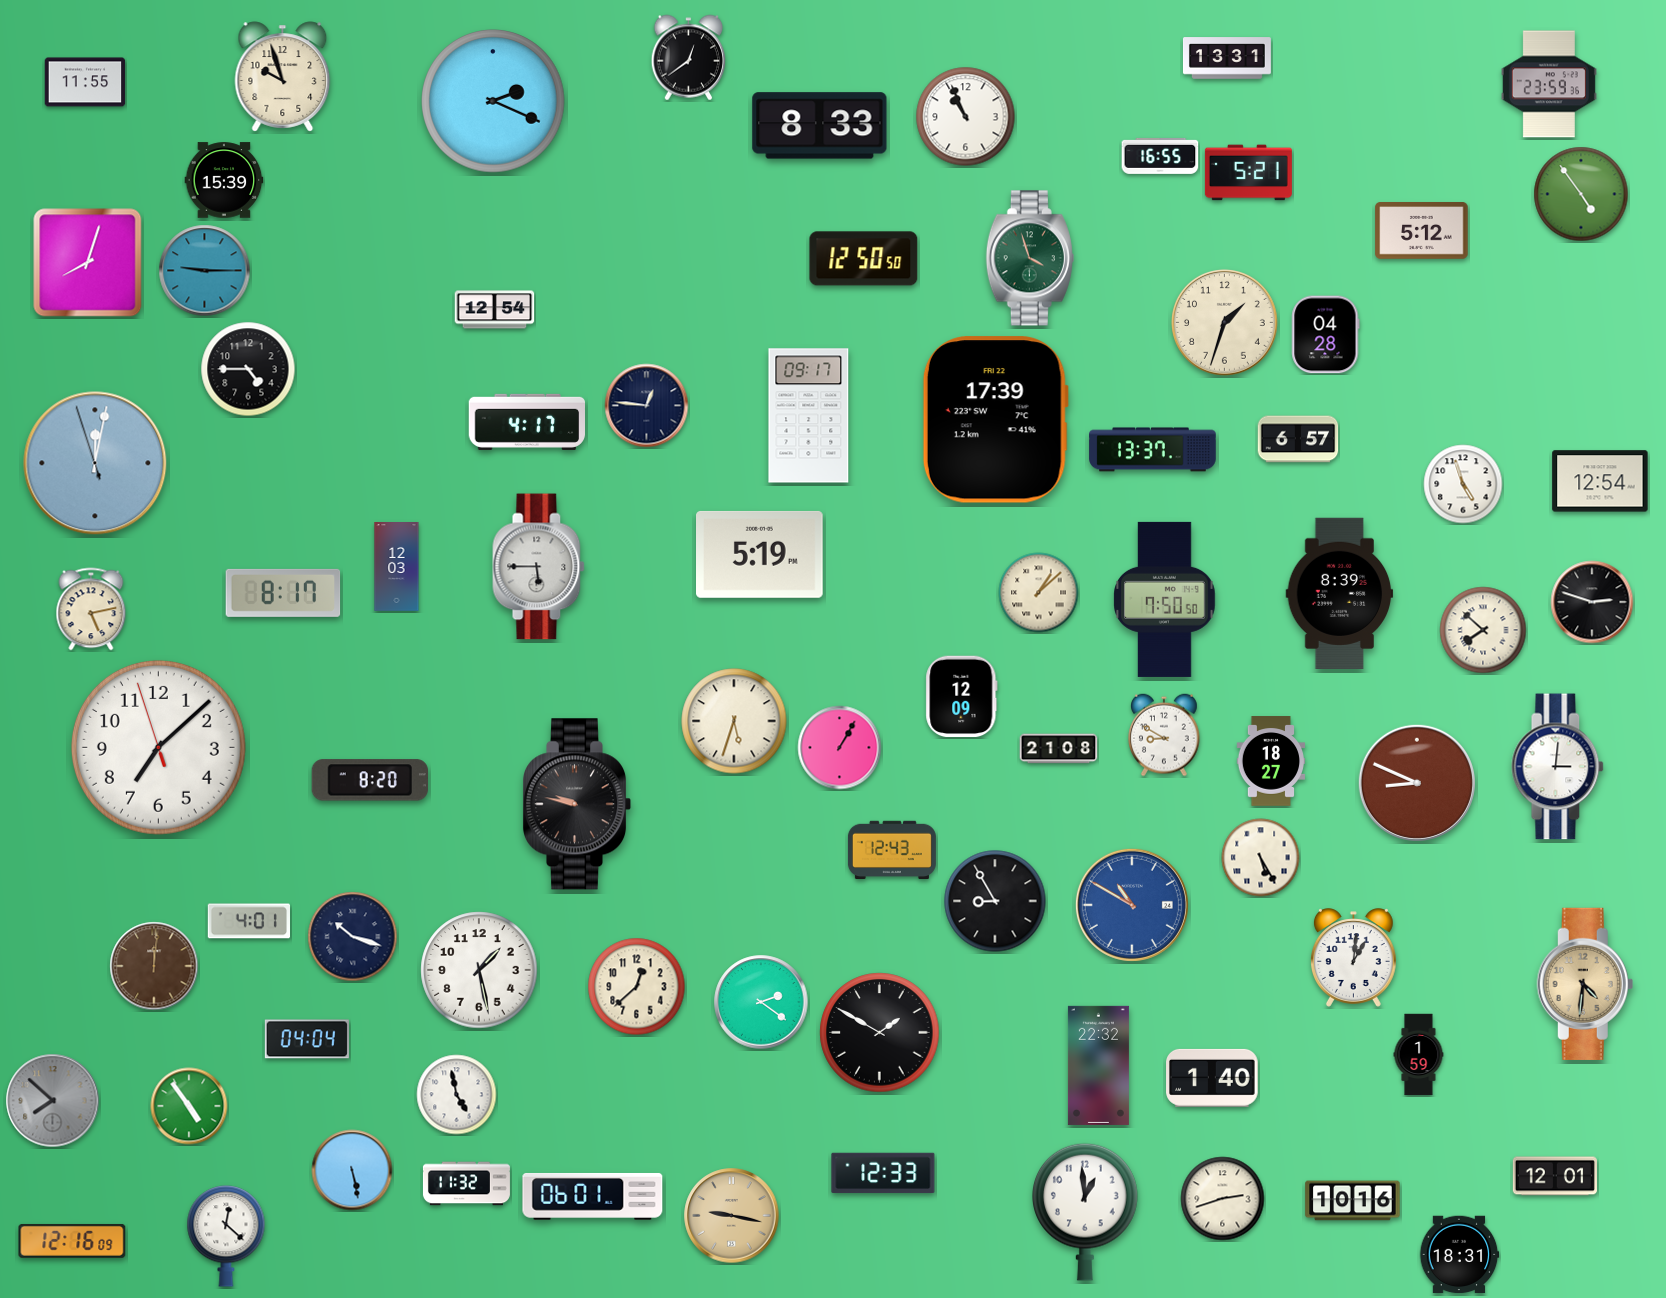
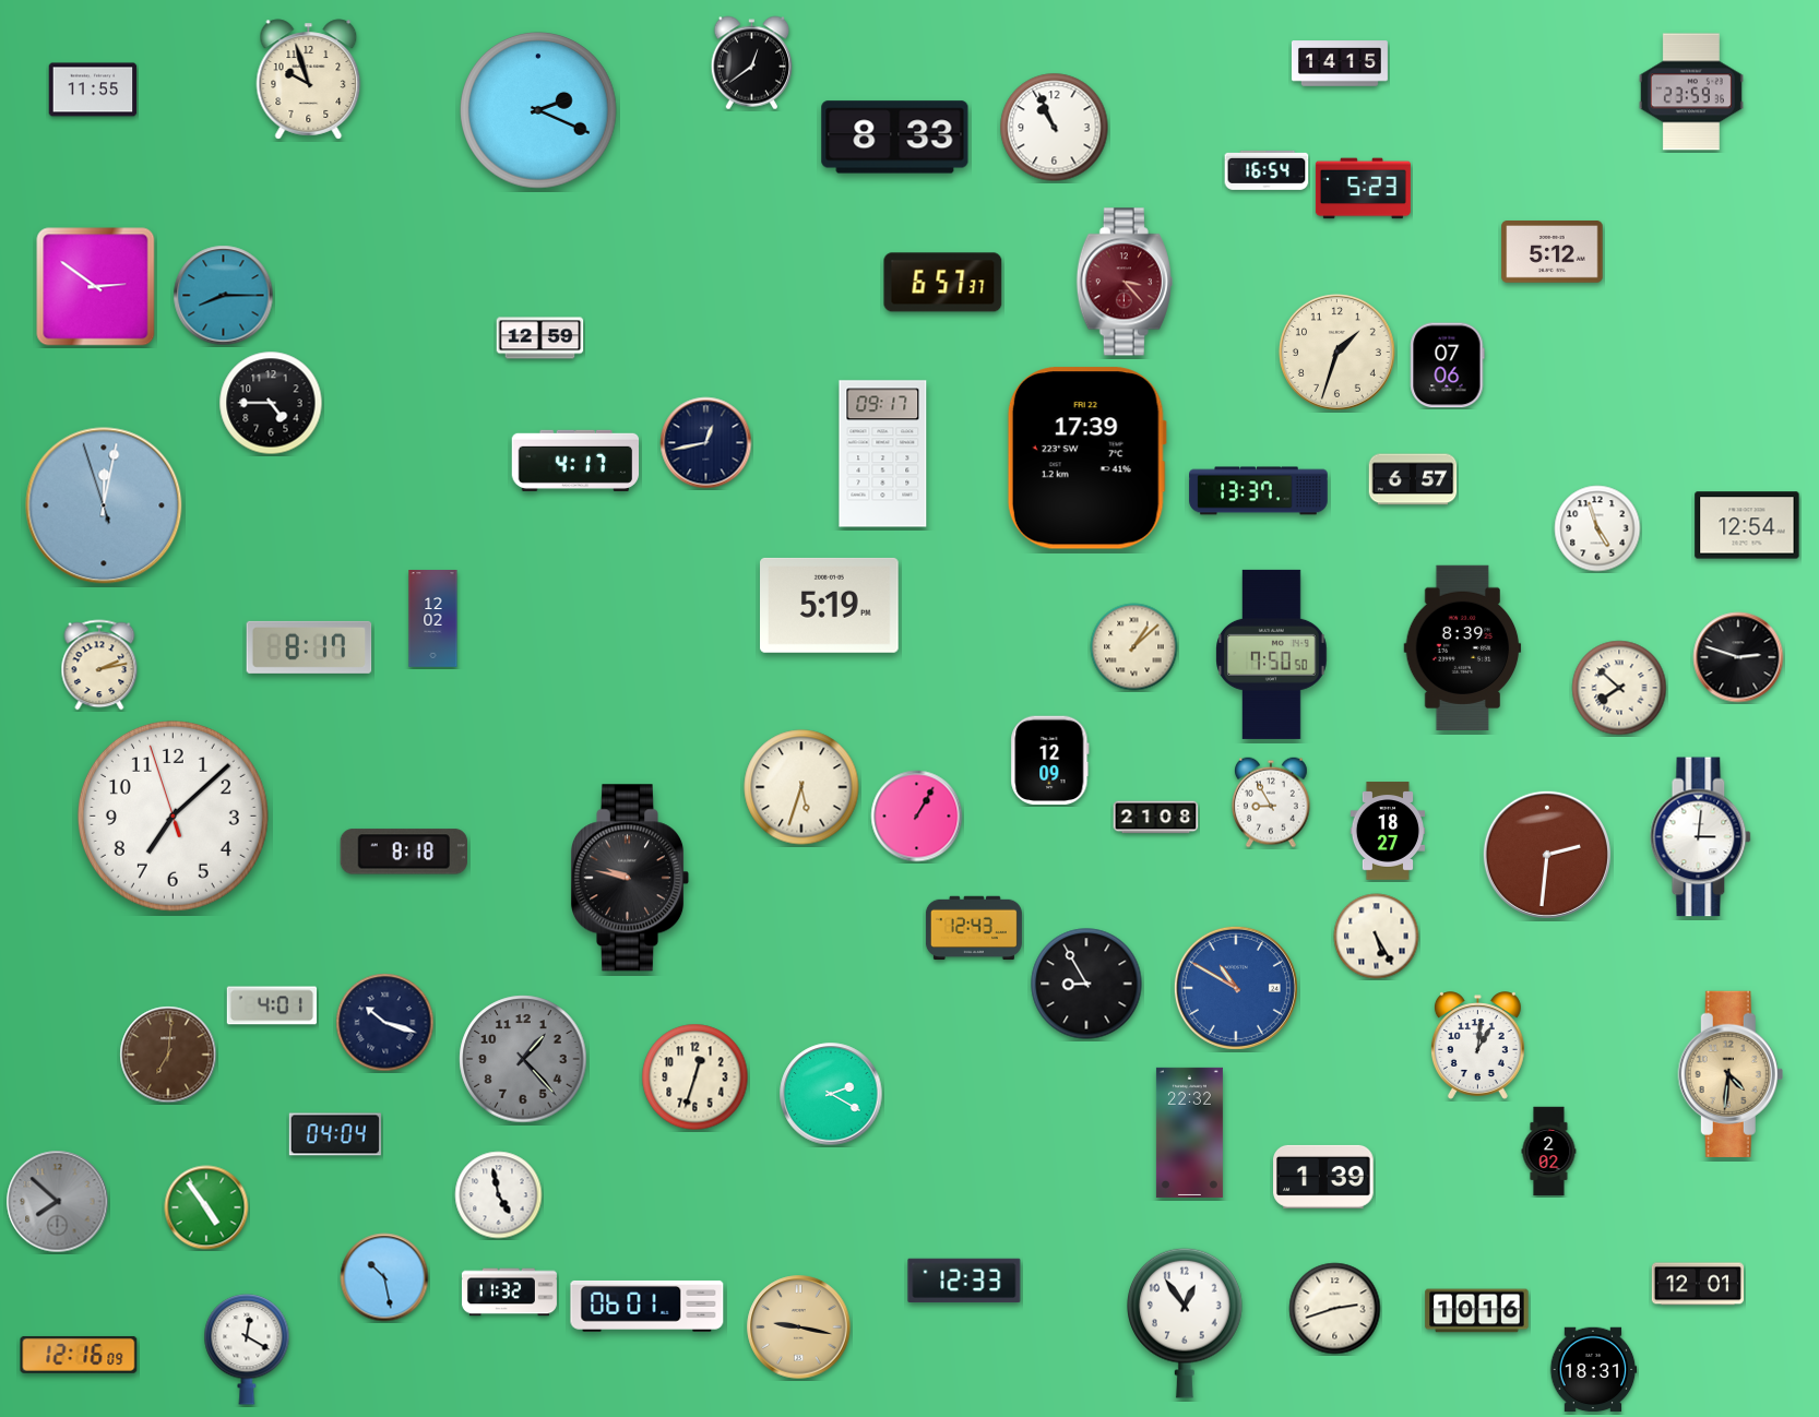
clock at (1227, 58): 13:31 -> 14:15
clock at (283, 77) position: (283, 77) -> (309, 80)
clock at (1160, 156): 16:55 -> 16:54
clock at (1248, 173): 5:21 -> 5:23
clock at (224, 180): 15:39 -> none
clock at (1581, 194): 4:54 -> none
clock at (1030, 258): 3:57 -> 3:23
clock at (1030, 258) dial: green -> burgundy
clock at (864, 259): 12:50 -> 6:57
clock at (88, 263): 8:03 -> 2:51
clock at (205, 271): 9:15 -> 8:15
clock at (495, 310): 12:54 -> 12:59
clock at (1326, 335): 04:28 -> 07:06
clock at (647, 406): 12:46 -> 12:43
clock at (1298, 439) position: (1298, 439) -> (1413, 479)
clock at (397, 567): 12:03 -> 12:02
clock at (539, 567): 5:45 -> none
clock at (91, 609): 5:13 -> 2:13
clock at (1165, 735): 8:50 -> 8:55
clock at (370, 780): 8:20 -> 8:18
clock at (1417, 783): 8:49 -> 2:31
clock at (154, 966): 12:01 -> 7:01
clock at (479, 970): 1:28 -> 1:23
clock at (479, 970) dial: white -> grey
clock at (637, 987): 12:38 -> 12:33
clock at (761, 1002): 2:21 -> 2:20
clock at (880, 1033): 1:50 -> none
clock at (1419, 1055): 1:59 -> 2:02
clock at (1098, 1065) position: (1098, 1065) -> (1189, 1132)
clock at (1212, 1078): 1:40 -> 1:39
clock at (352, 1170): 5:28 -> 10:28
clock at (1086, 1212): 12:59 -> 12:54
clock at (226, 1236): 12:22 -> 12:20
